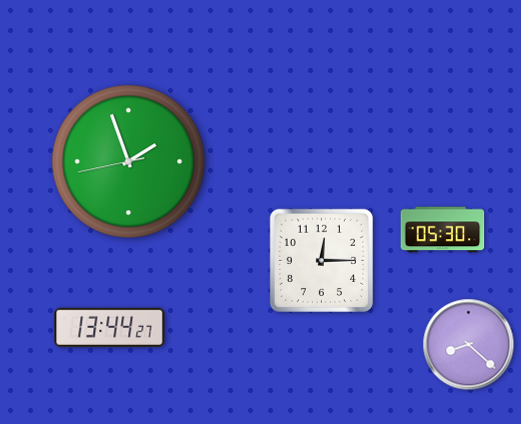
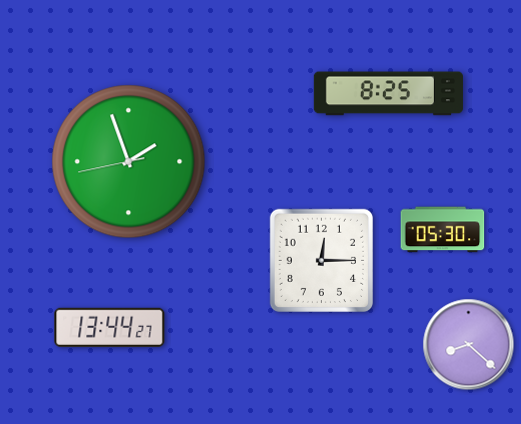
clock at (388, 94): none -> 8:25
